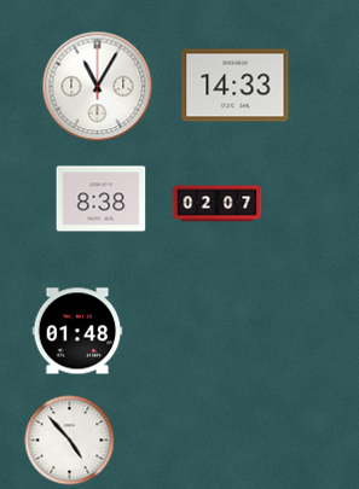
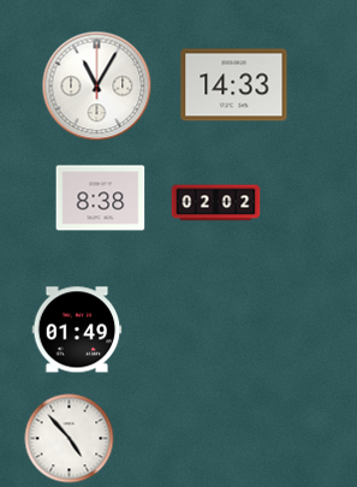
clock at (218, 204): 02:07 -> 02:02
clock at (77, 331): 01:48 -> 01:49
